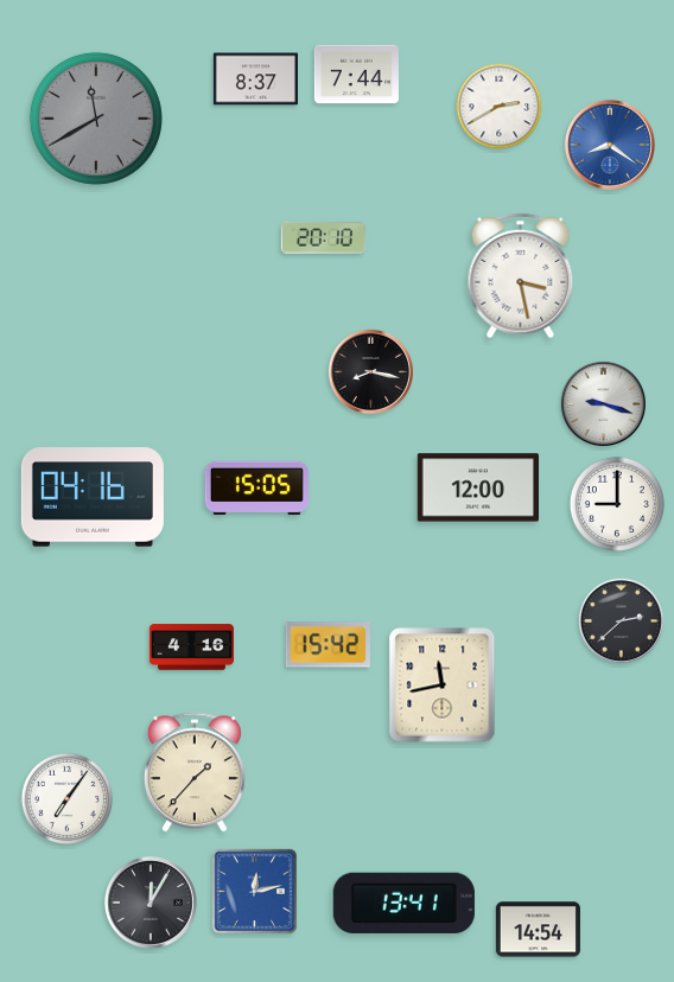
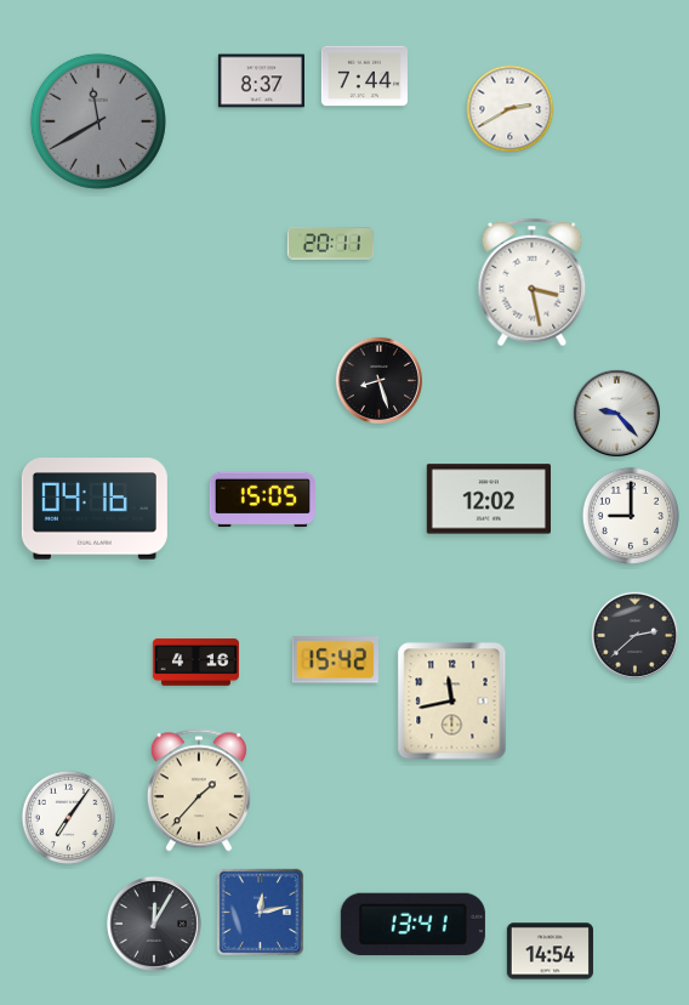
clock at (610, 145): 8:21 -> none
clock at (323, 238): 20:10 -> 20:11
clock at (370, 371): 8:17 -> 8:27
clock at (603, 403): 9:18 -> 9:23
clock at (477, 487): 12:00 -> 12:02
